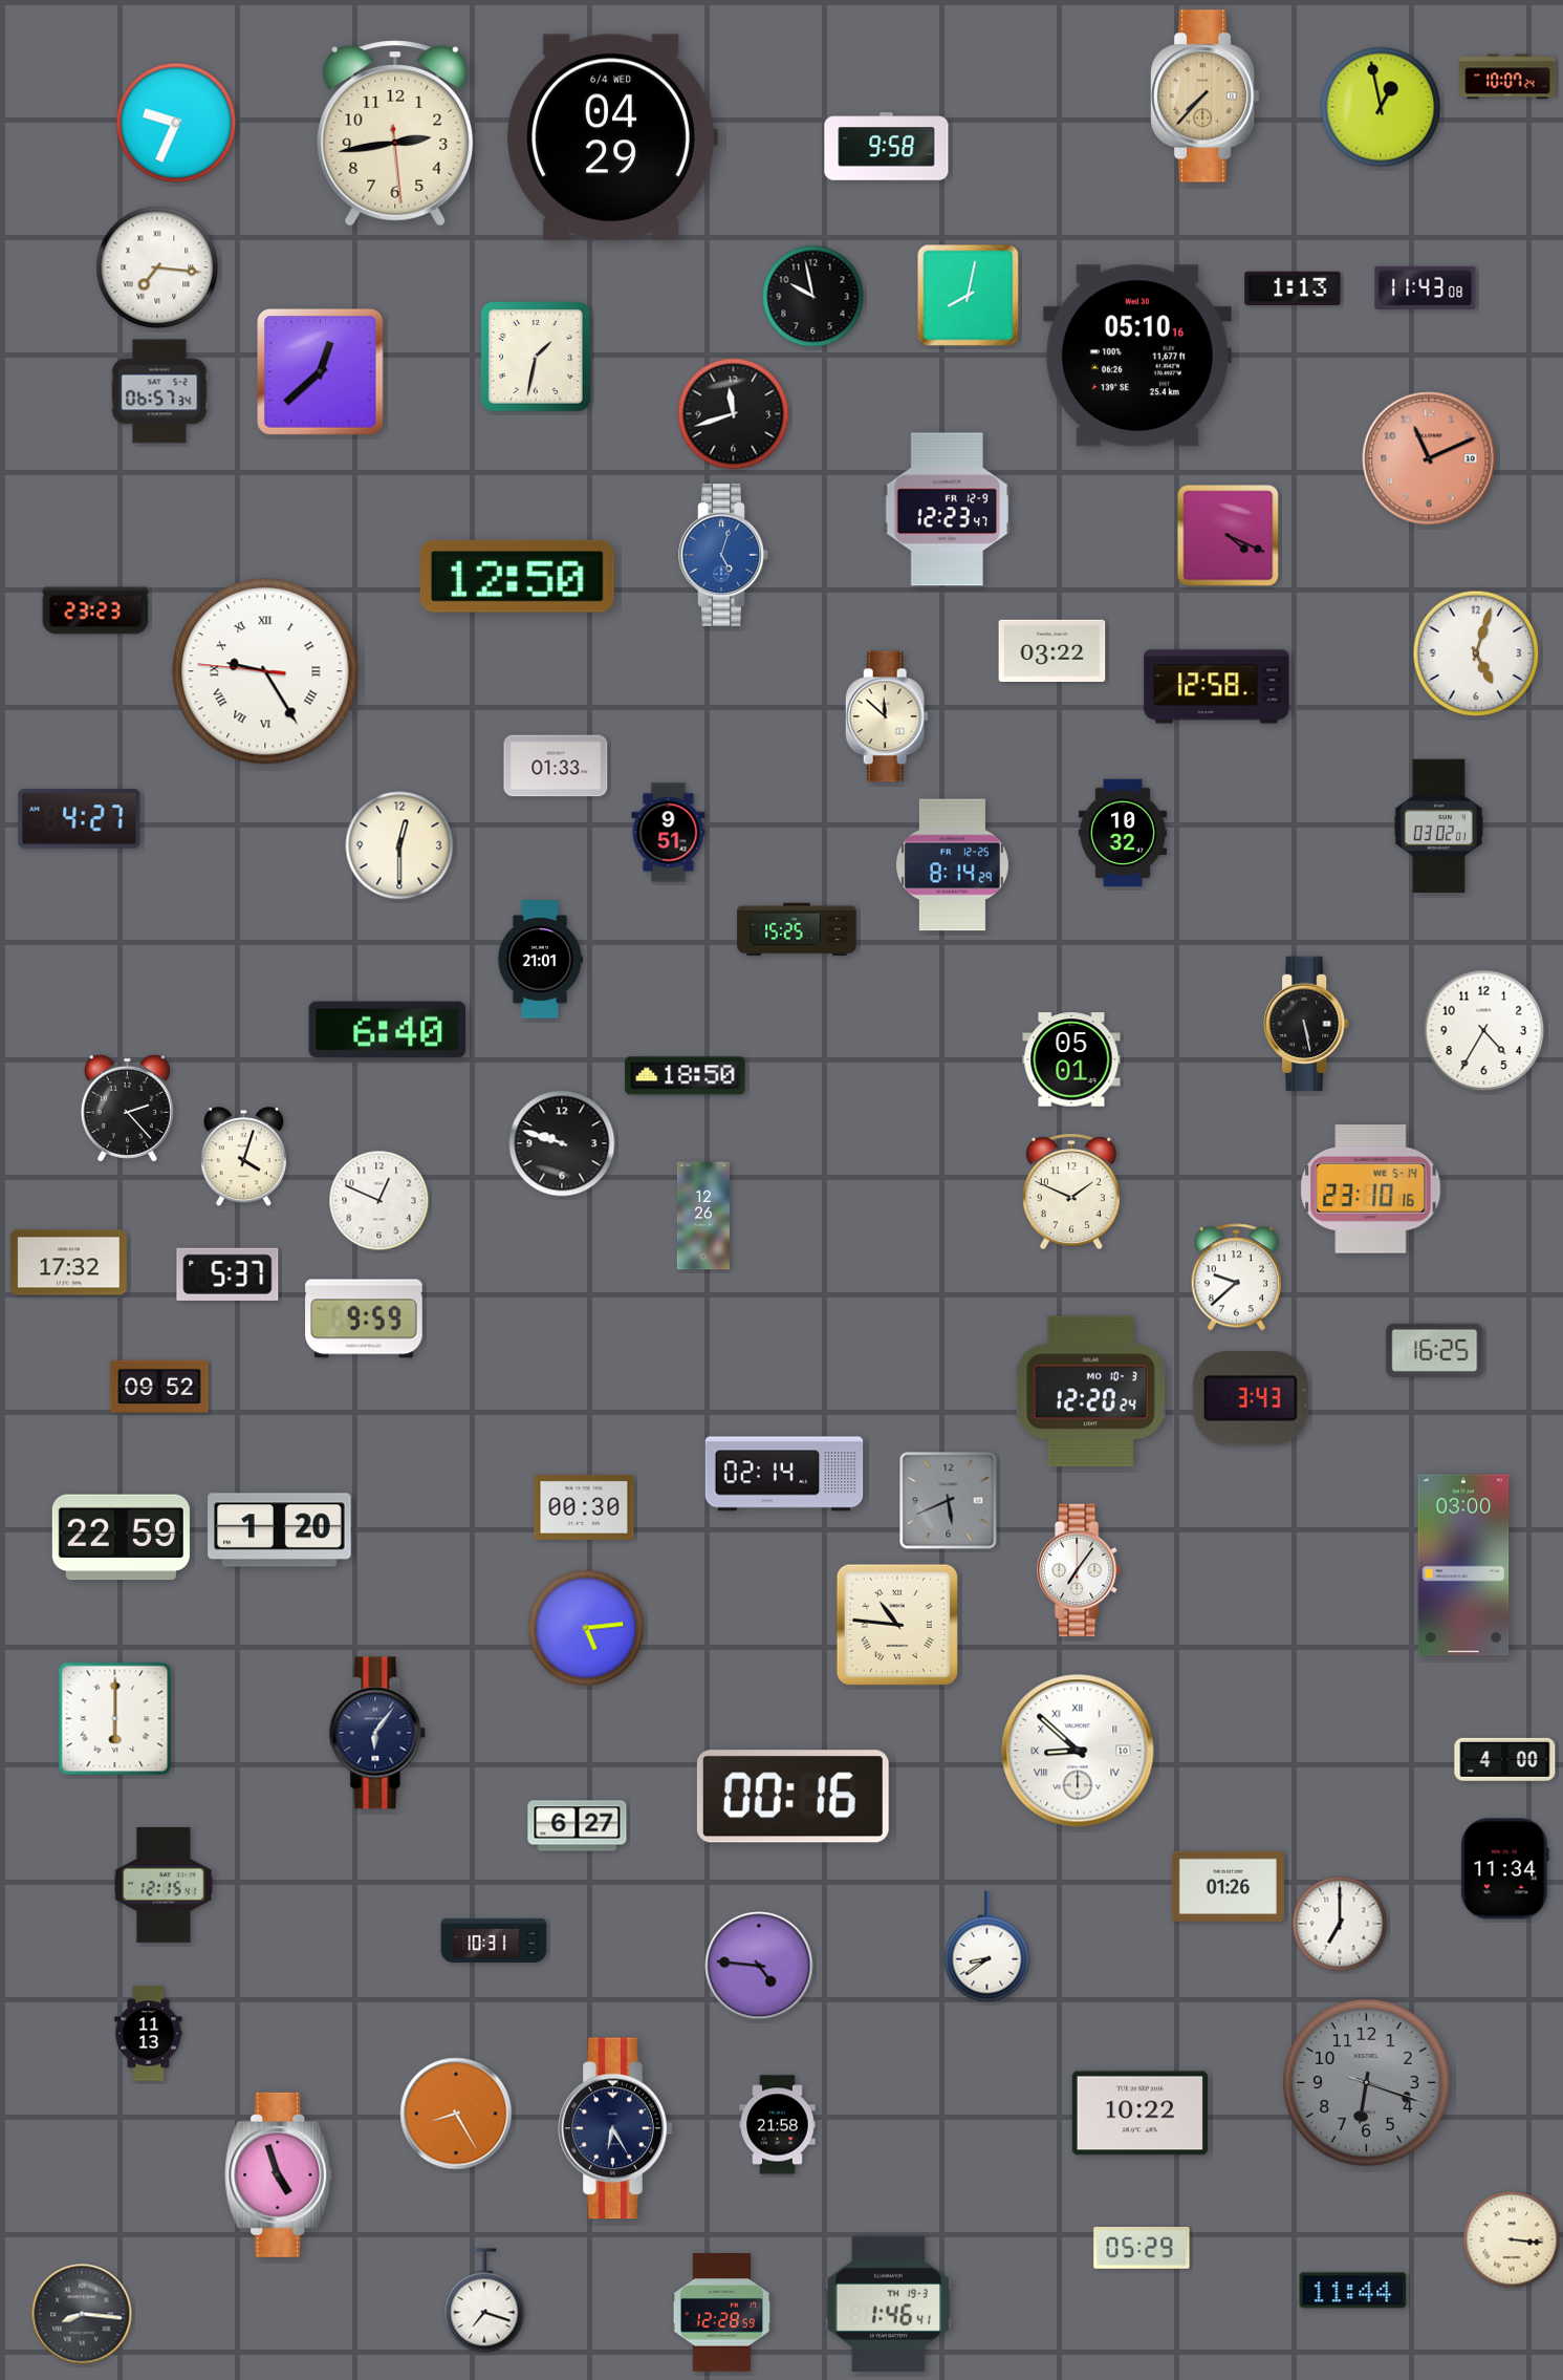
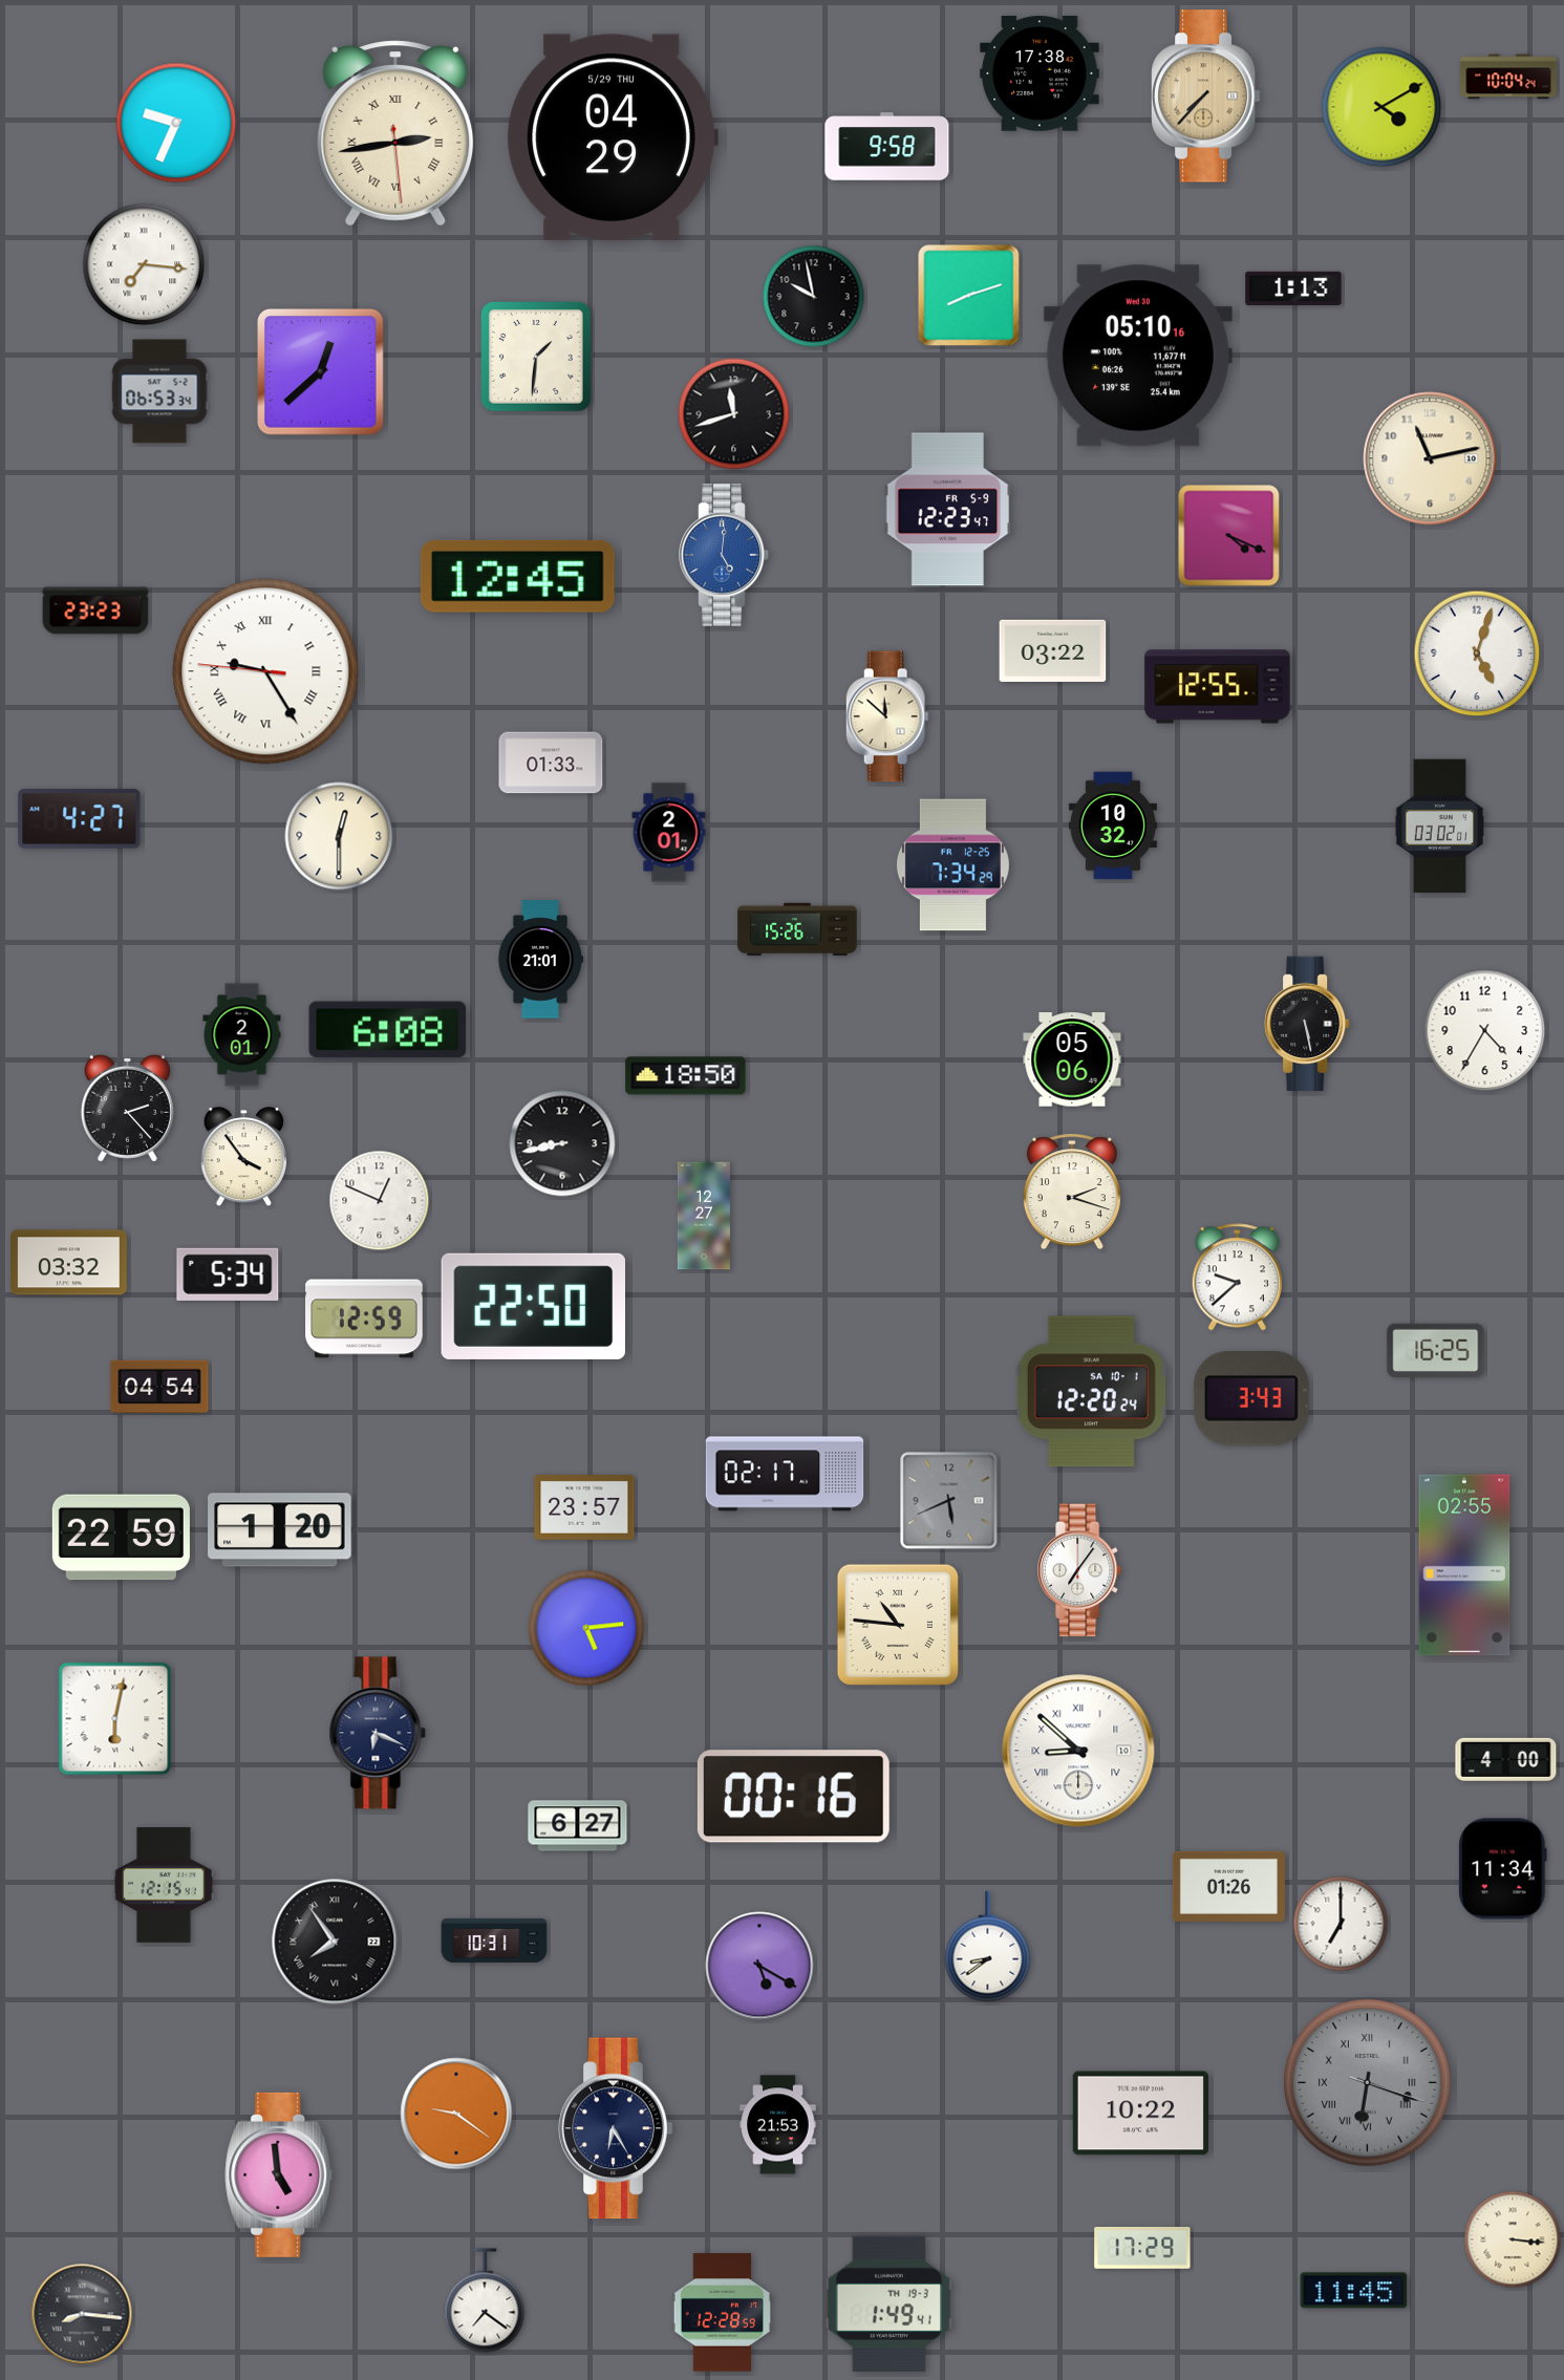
clock at (1040, 73): none -> 17:38
clock at (1507, 77): 10:07 -> 10:04
clock at (1381, 107): 12:58 -> 4:10
clock at (395, 133) numerals: Arabic -> Roman
clock at (612, 137) date: 6/4 WED -> 5/29 THU
clock at (157, 267) position: (157, 267) -> (144, 264)
clock at (1426, 287): 11:43 -> none
clock at (969, 296): 8:02 -> 8:12
clock at (537, 358): 1:32 -> 1:31
clock at (159, 391): 06:57 -> 06:53
clock at (1429, 458): 11:11 -> 11:13
clock at (1429, 458) dial: salmon -> cream
clock at (948, 510) date: FR 12-9 -> FR 5-9
clock at (723, 555): 5:03 -> 5:01
clock at (517, 576): 12:50 -> 12:45
clock at (1217, 687): 12:58 -> 12:55
clock at (556, 766) position: (556, 766) -> (551, 763)
clock at (669, 833): 9:51 -> 2:01
clock at (1123, 833) position: (1123, 833) -> (1113, 826)
clock at (399, 845) position: (399, 845) -> (339, 836)
clock at (952, 865): 8:14 -> 7:34
clock at (797, 929): 15:25 -> 15:26
clock at (388, 1030): 6:40 -> 6:08
clock at (242, 1035): none -> 2:01
clock at (1071, 1059): 05:01 -> 05:06
clock at (562, 1143): 9:48 -> 8:43
clock at (243, 1157): 4:03 -> 3:54
clock at (1371, 1189): 23:10 -> none
clock at (1071, 1192): 1:49 -> 2:18
clock at (703, 1216): 12:26 -> 12:27
clock at (69, 1263): 17:32 -> 03:32
clock at (227, 1274): 5:37 -> 5:34
clock at (533, 1306): none -> 22:50
clock at (364, 1318): 9:59 -> 12:59
clock at (159, 1387): 09:52 -> 04:54
clock at (1090, 1392) date: MO 10-3 -> SA 10-1
clock at (784, 1474): 02:14 -> 02:17
clock at (584, 1508): 00:30 -> 23:57
clock at (1463, 1565): 03:00 -> 02:55
clock at (115, 1719): 6:00 -> 6:02
clock at (377, 1733): 6:06 -> 6:19
clock at (1505, 1869) position: (1505, 1869) -> (1503, 1869)
clock at (335, 1942): none -> 7:54
clock at (759, 1966): 4:46 -> 5:20
clock at (149, 2034): 11:13 -> none
clock at (1367, 2083) numerals: Arabic -> Roman
clock at (456, 2114): 8:25 -> 9:21
clock at (778, 2125): 21:58 -> 21:53
clock at (279, 2174): 4:57 -> 4:59
clock at (1142, 2248): 05:29 -> 17:29
clock at (1353, 2291): 11:44 -> 11:45
clock at (484, 2300): 7:18 -> 7:21
clock at (888, 2303): 1:46 -> 1:49
